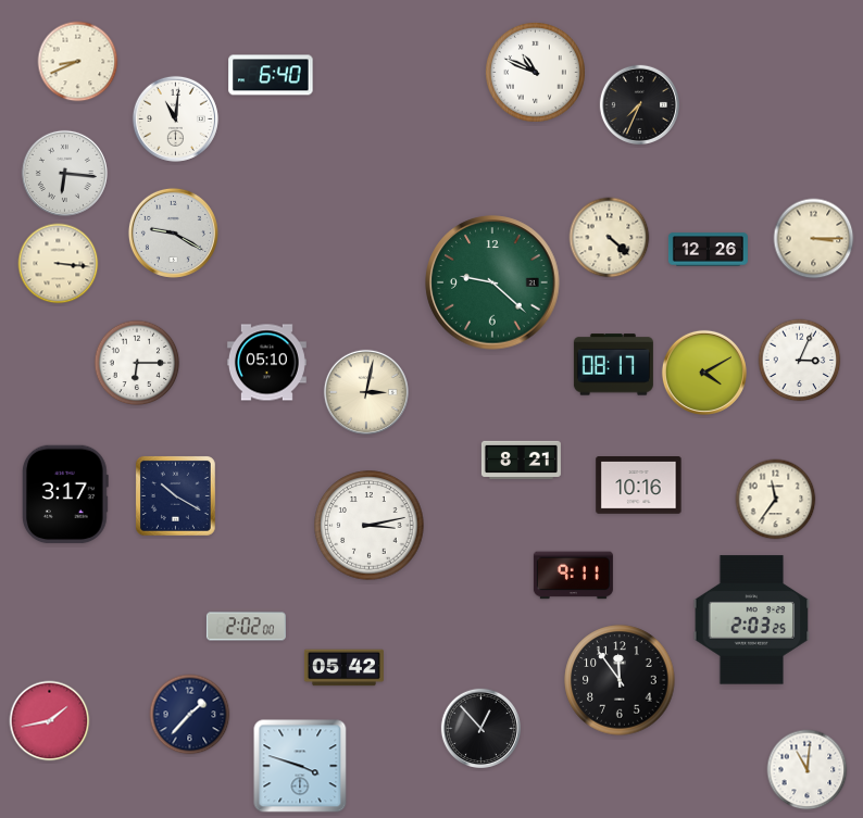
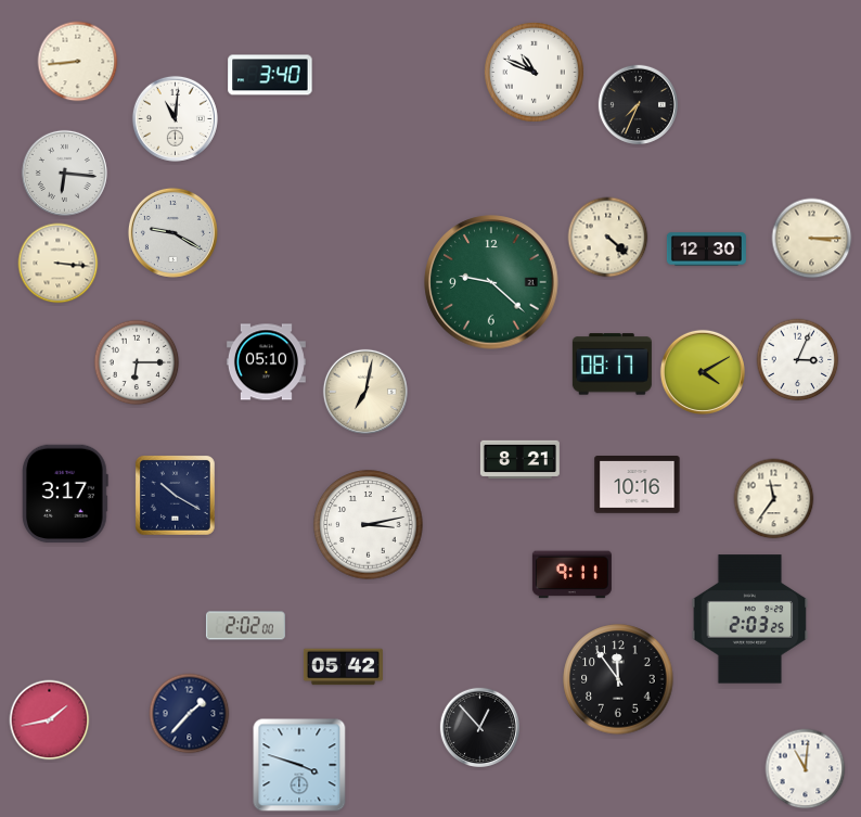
clock at (78, 62): 8:41 -> 8:44
clock at (271, 75): 6:40 -> 3:40
clock at (708, 250): 12:26 -> 12:30
clock at (366, 392): 3:02 -> 7:02
